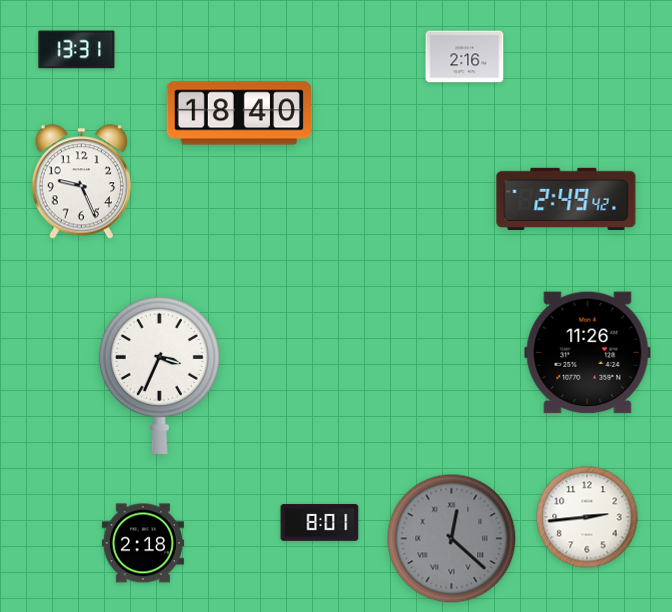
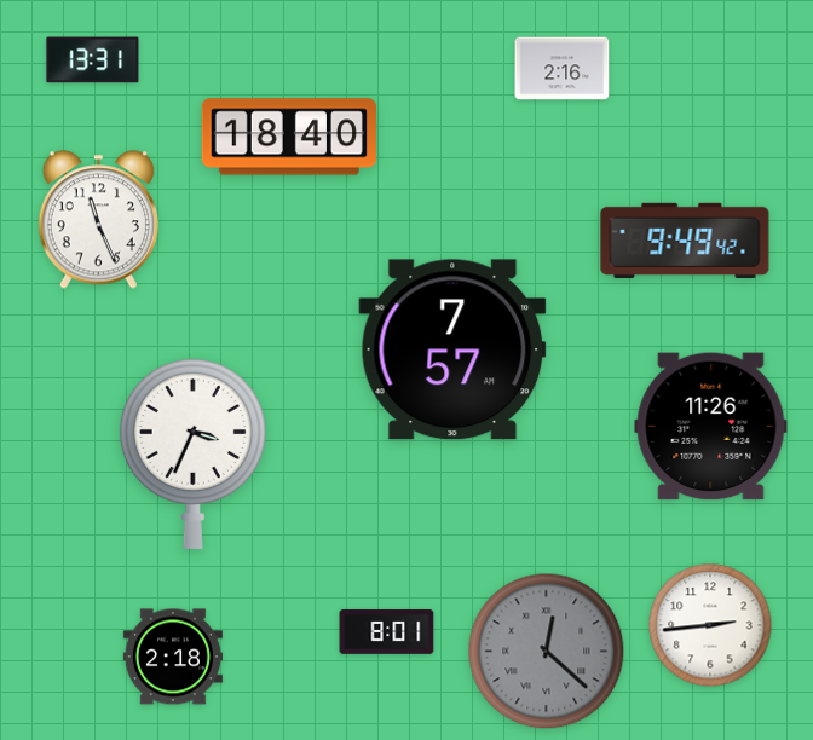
clock at (81, 182): 9:26 -> 11:26
clock at (566, 199): 2:49 -> 9:49
clock at (452, 349): none -> 7:57
